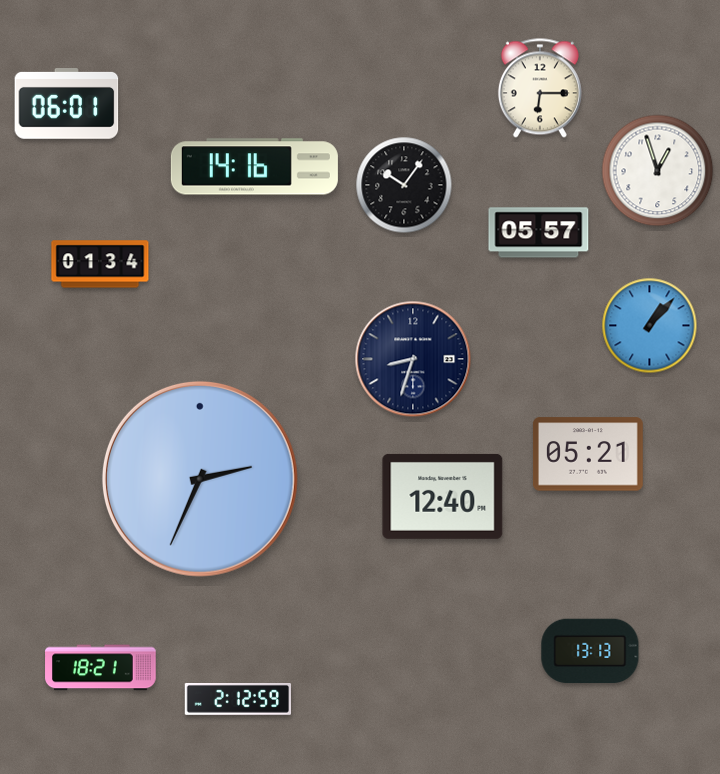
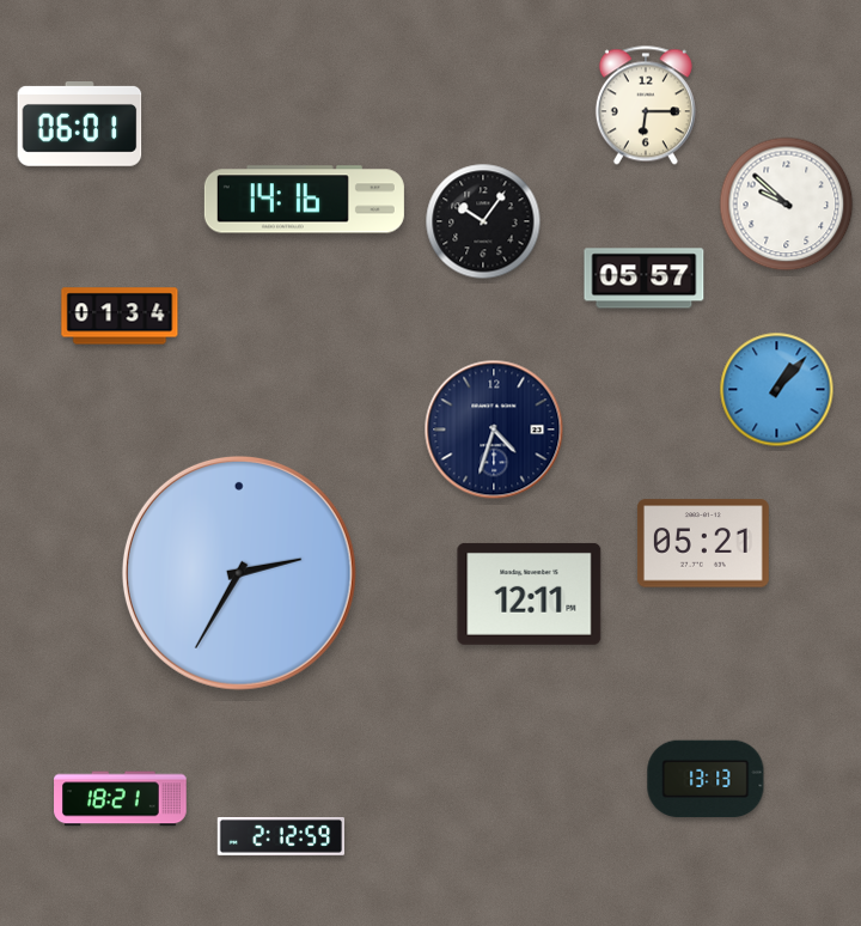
clock at (658, 171): 12:57 -> 9:52
clock at (413, 359): 8:33 -> 4:33
clock at (200, 479): 2:34 -> 2:35
clock at (443, 496): 12:40 -> 12:11
clock at (237, 700) position: (237, 700) -> (280, 837)
